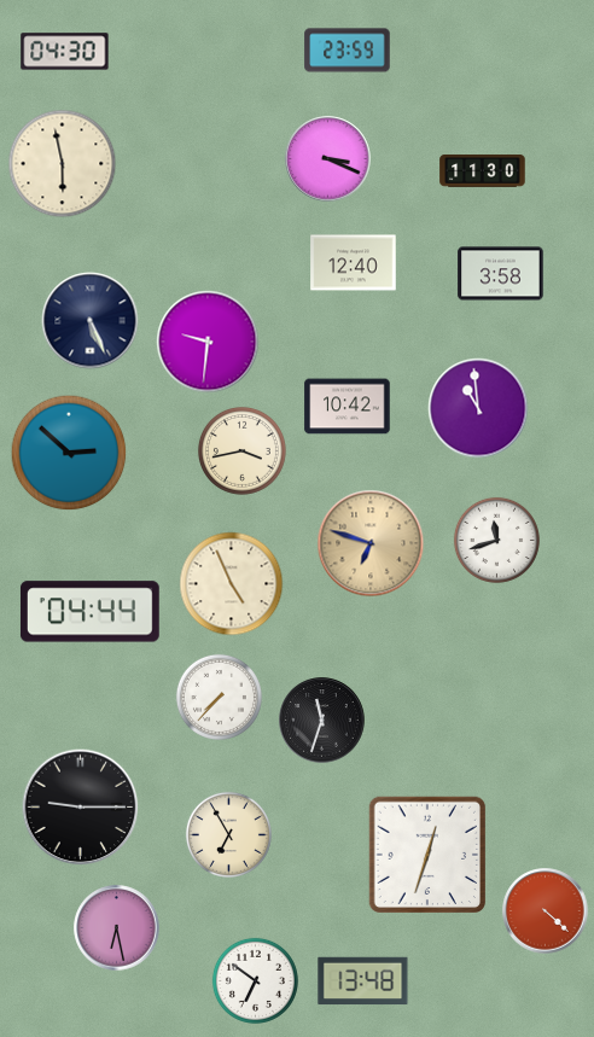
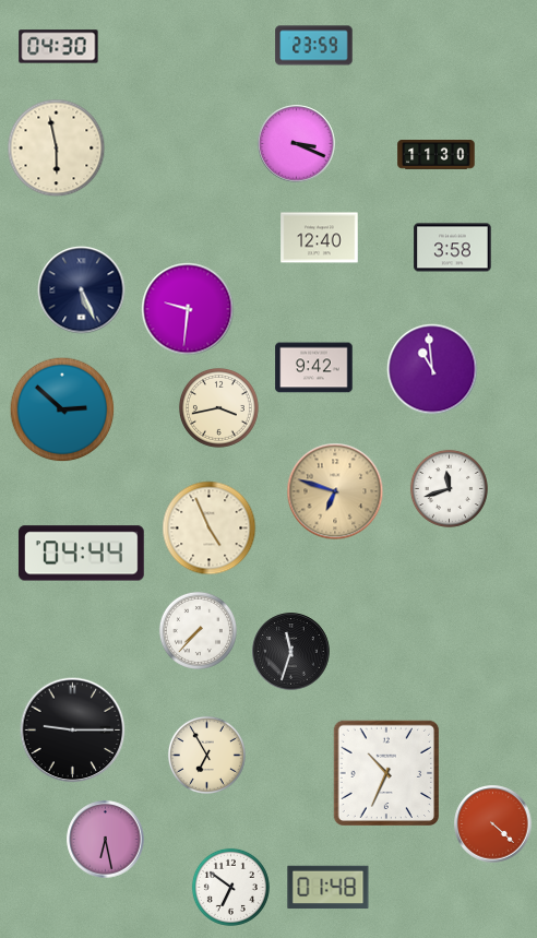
clock at (348, 407): 10:42 -> 9:42
clock at (426, 854): 12:33 -> 10:34
clock at (363, 981): 13:48 -> 01:48
